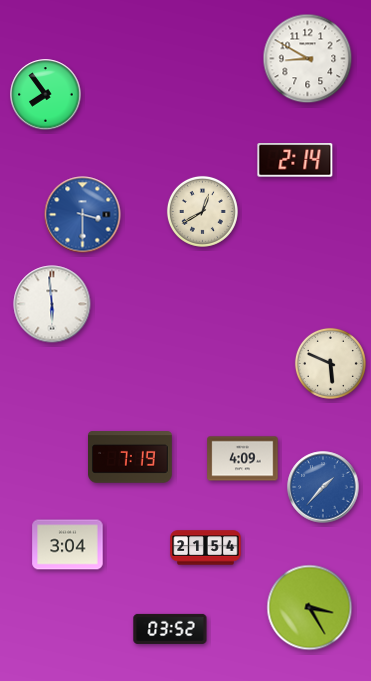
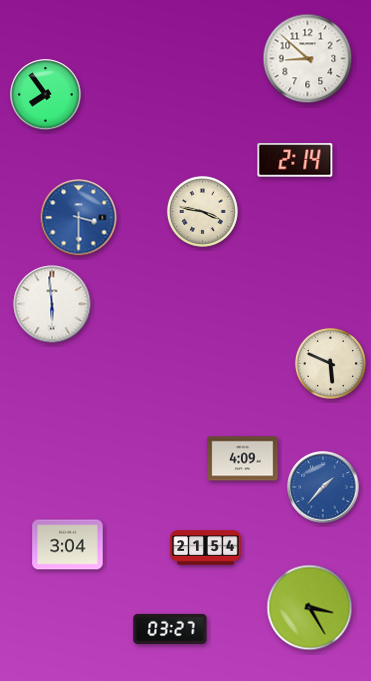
clock at (308, 59): 8:50 -> 8:52
clock at (202, 211): 12:40 -> 3:47
clock at (83, 215) position: (83, 215) -> (79, 218)
clock at (131, 457): 7:19 -> none
clock at (170, 629): 03:52 -> 03:27
